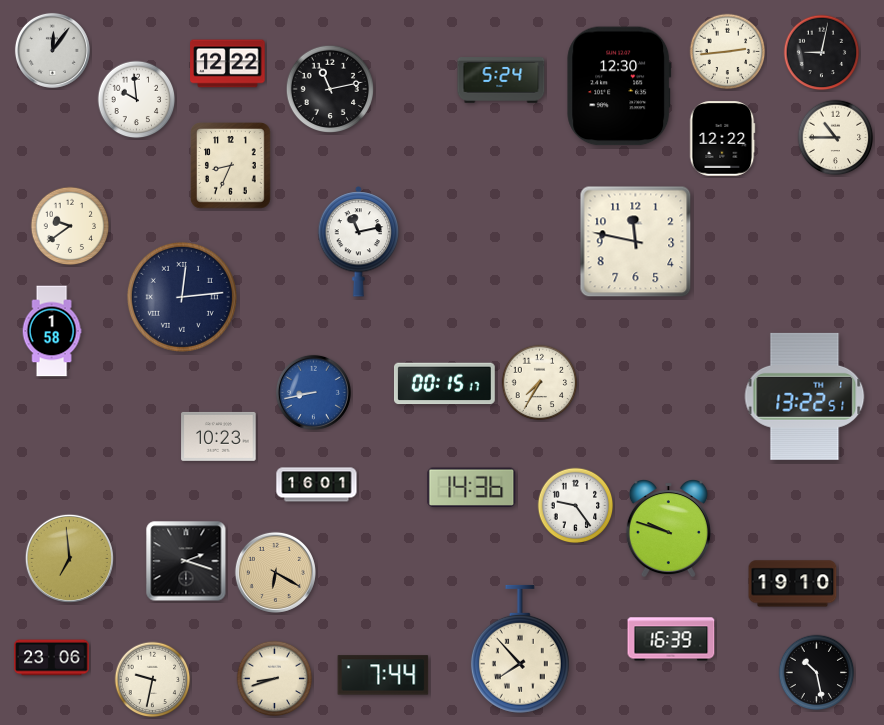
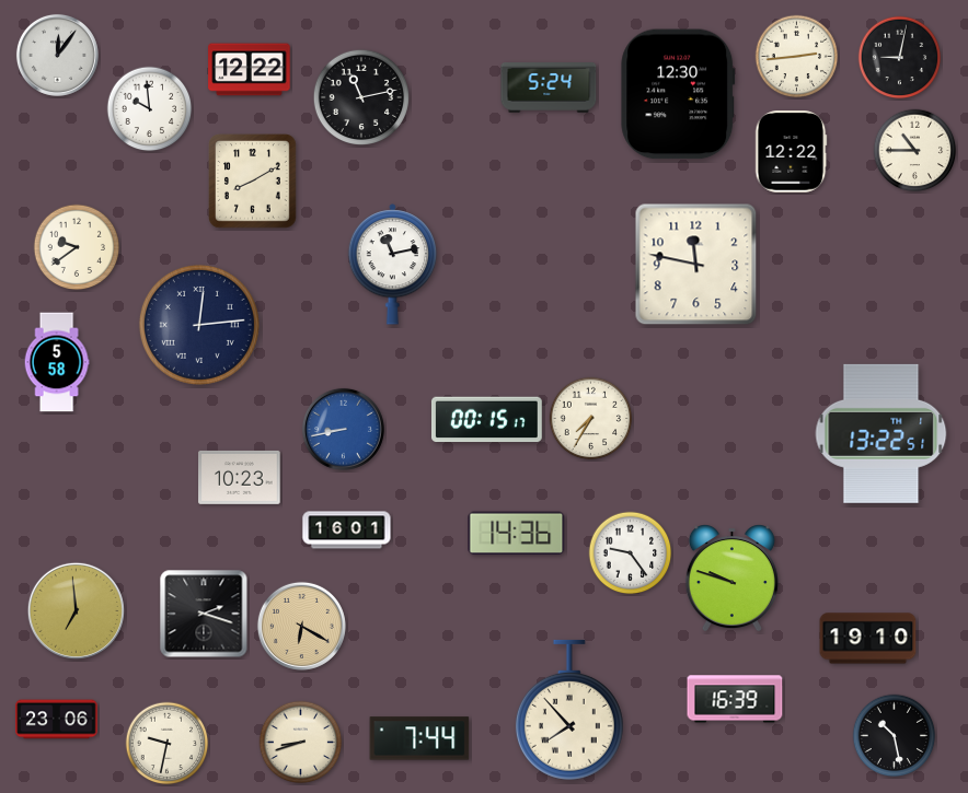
clock at (231, 166): 8:34 -> 8:10
clock at (52, 331): 1:58 -> 5:58
